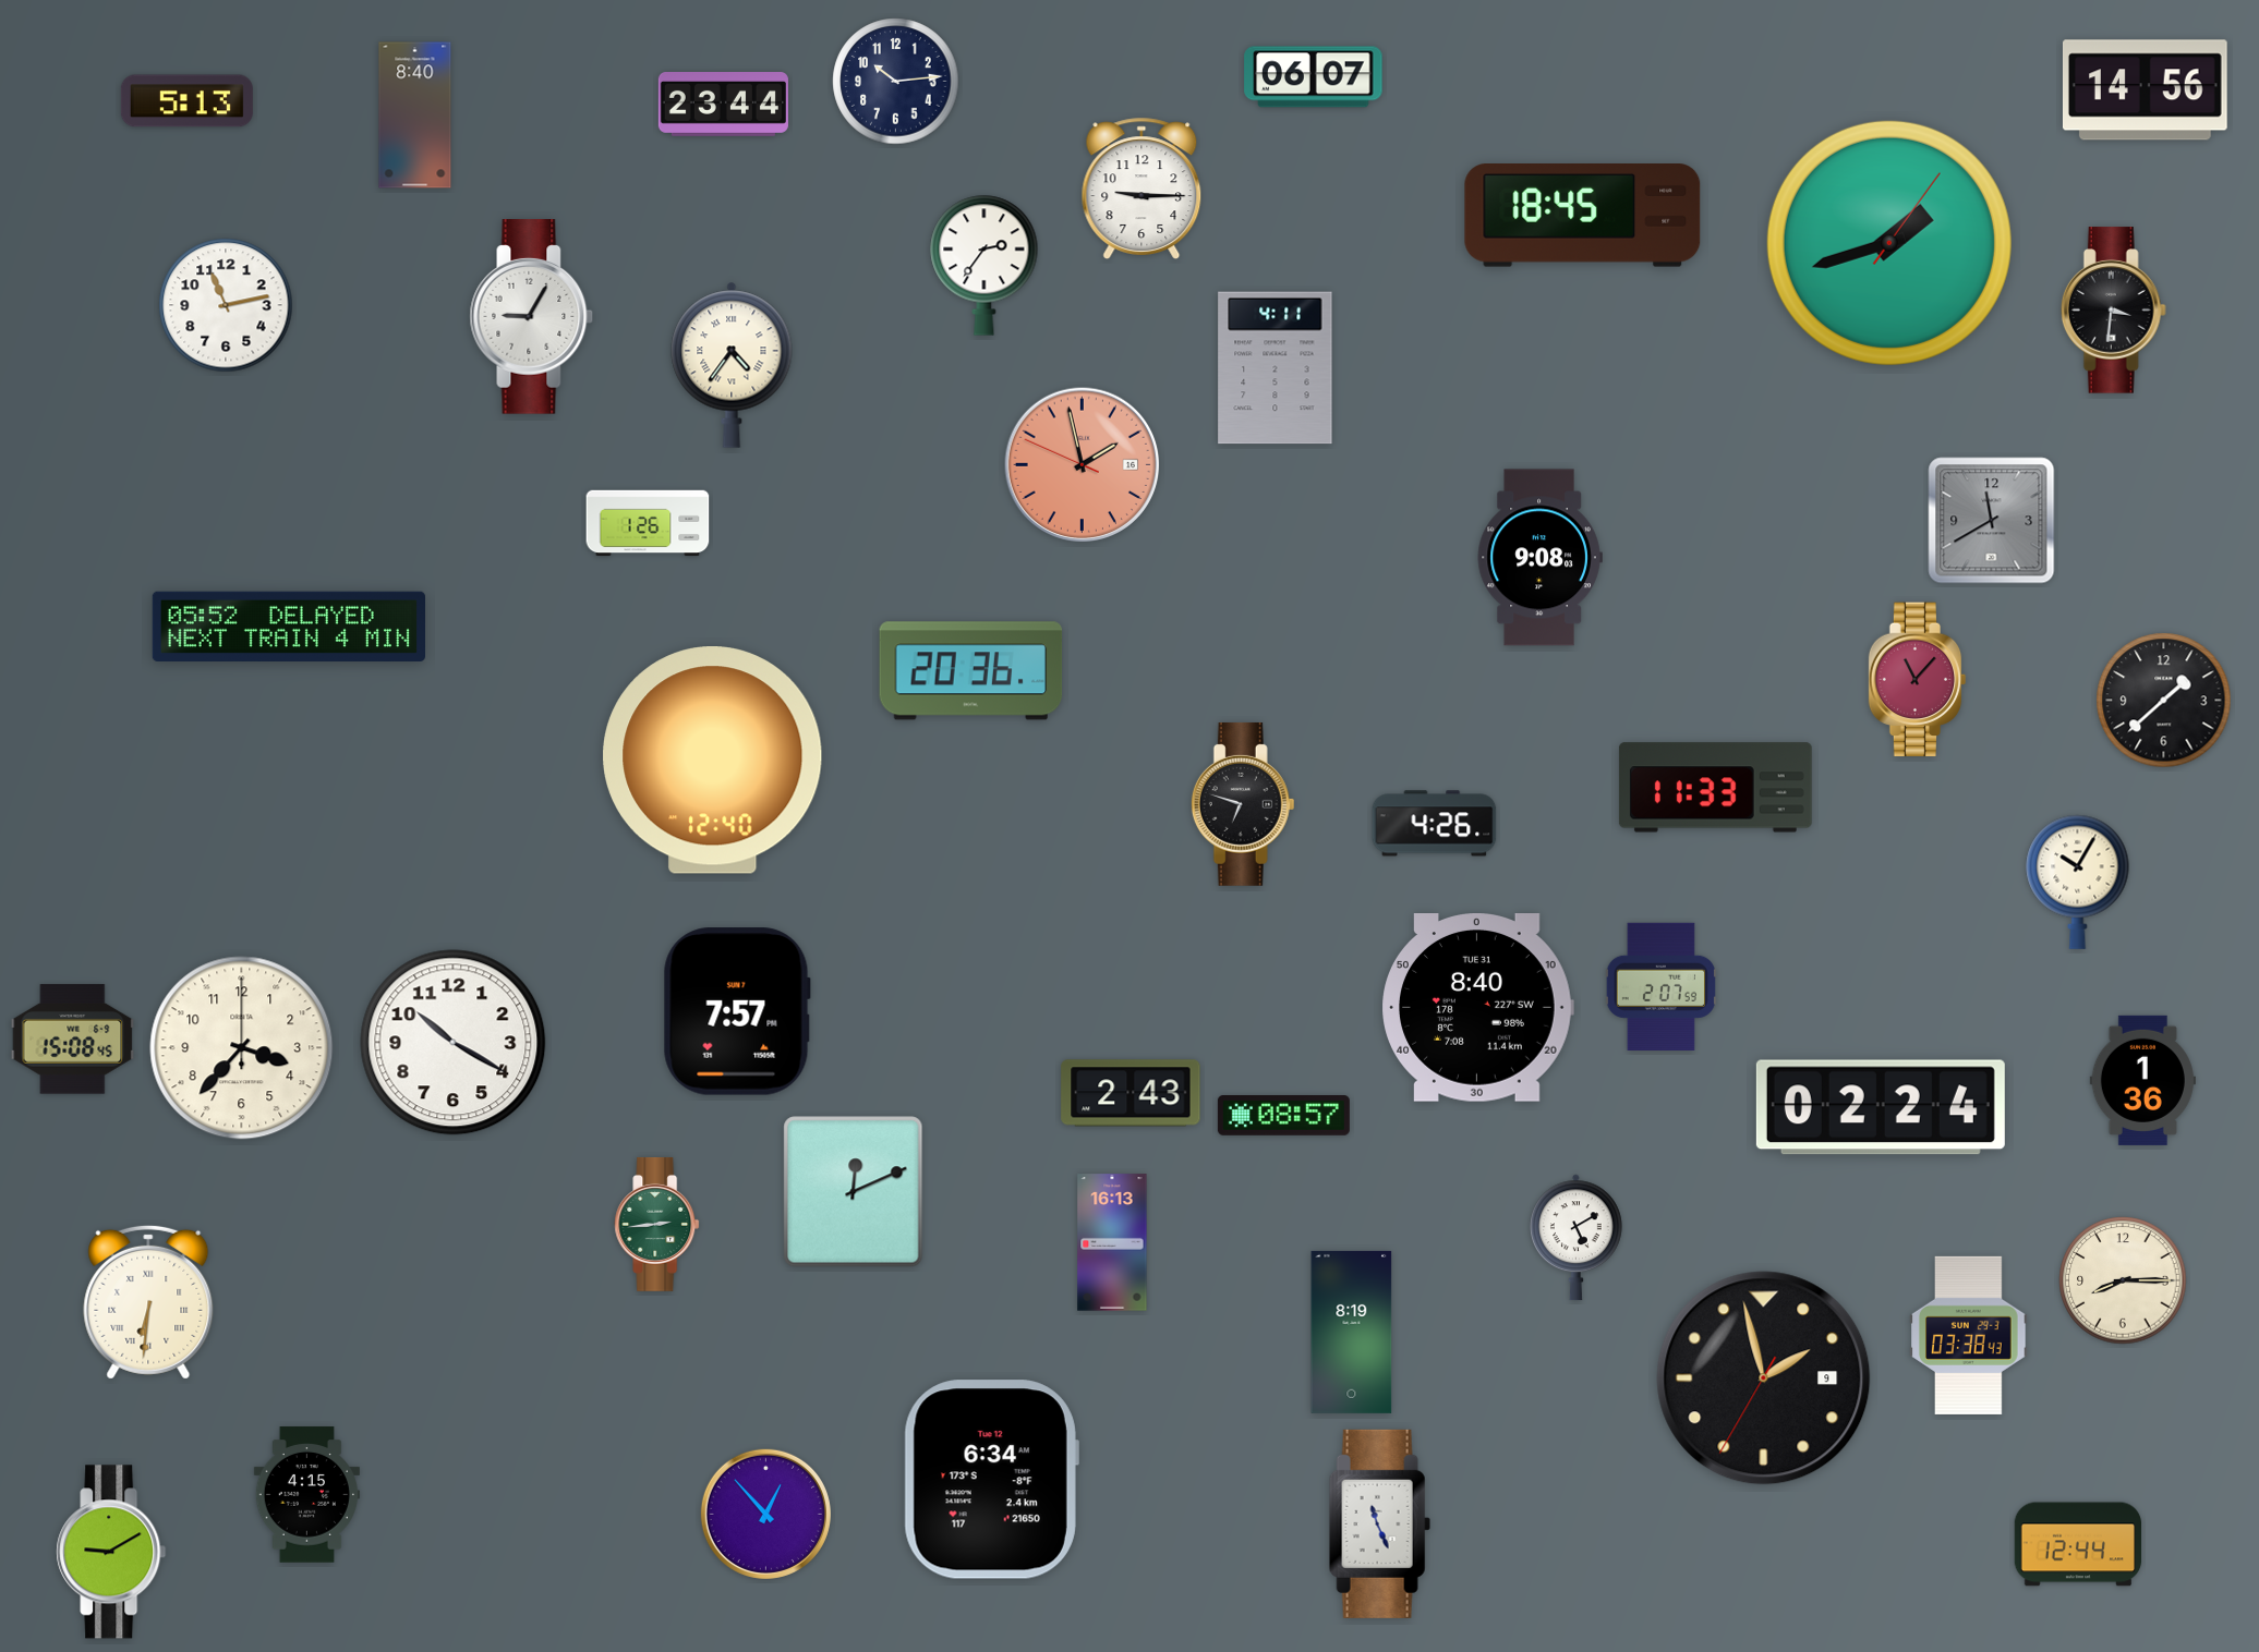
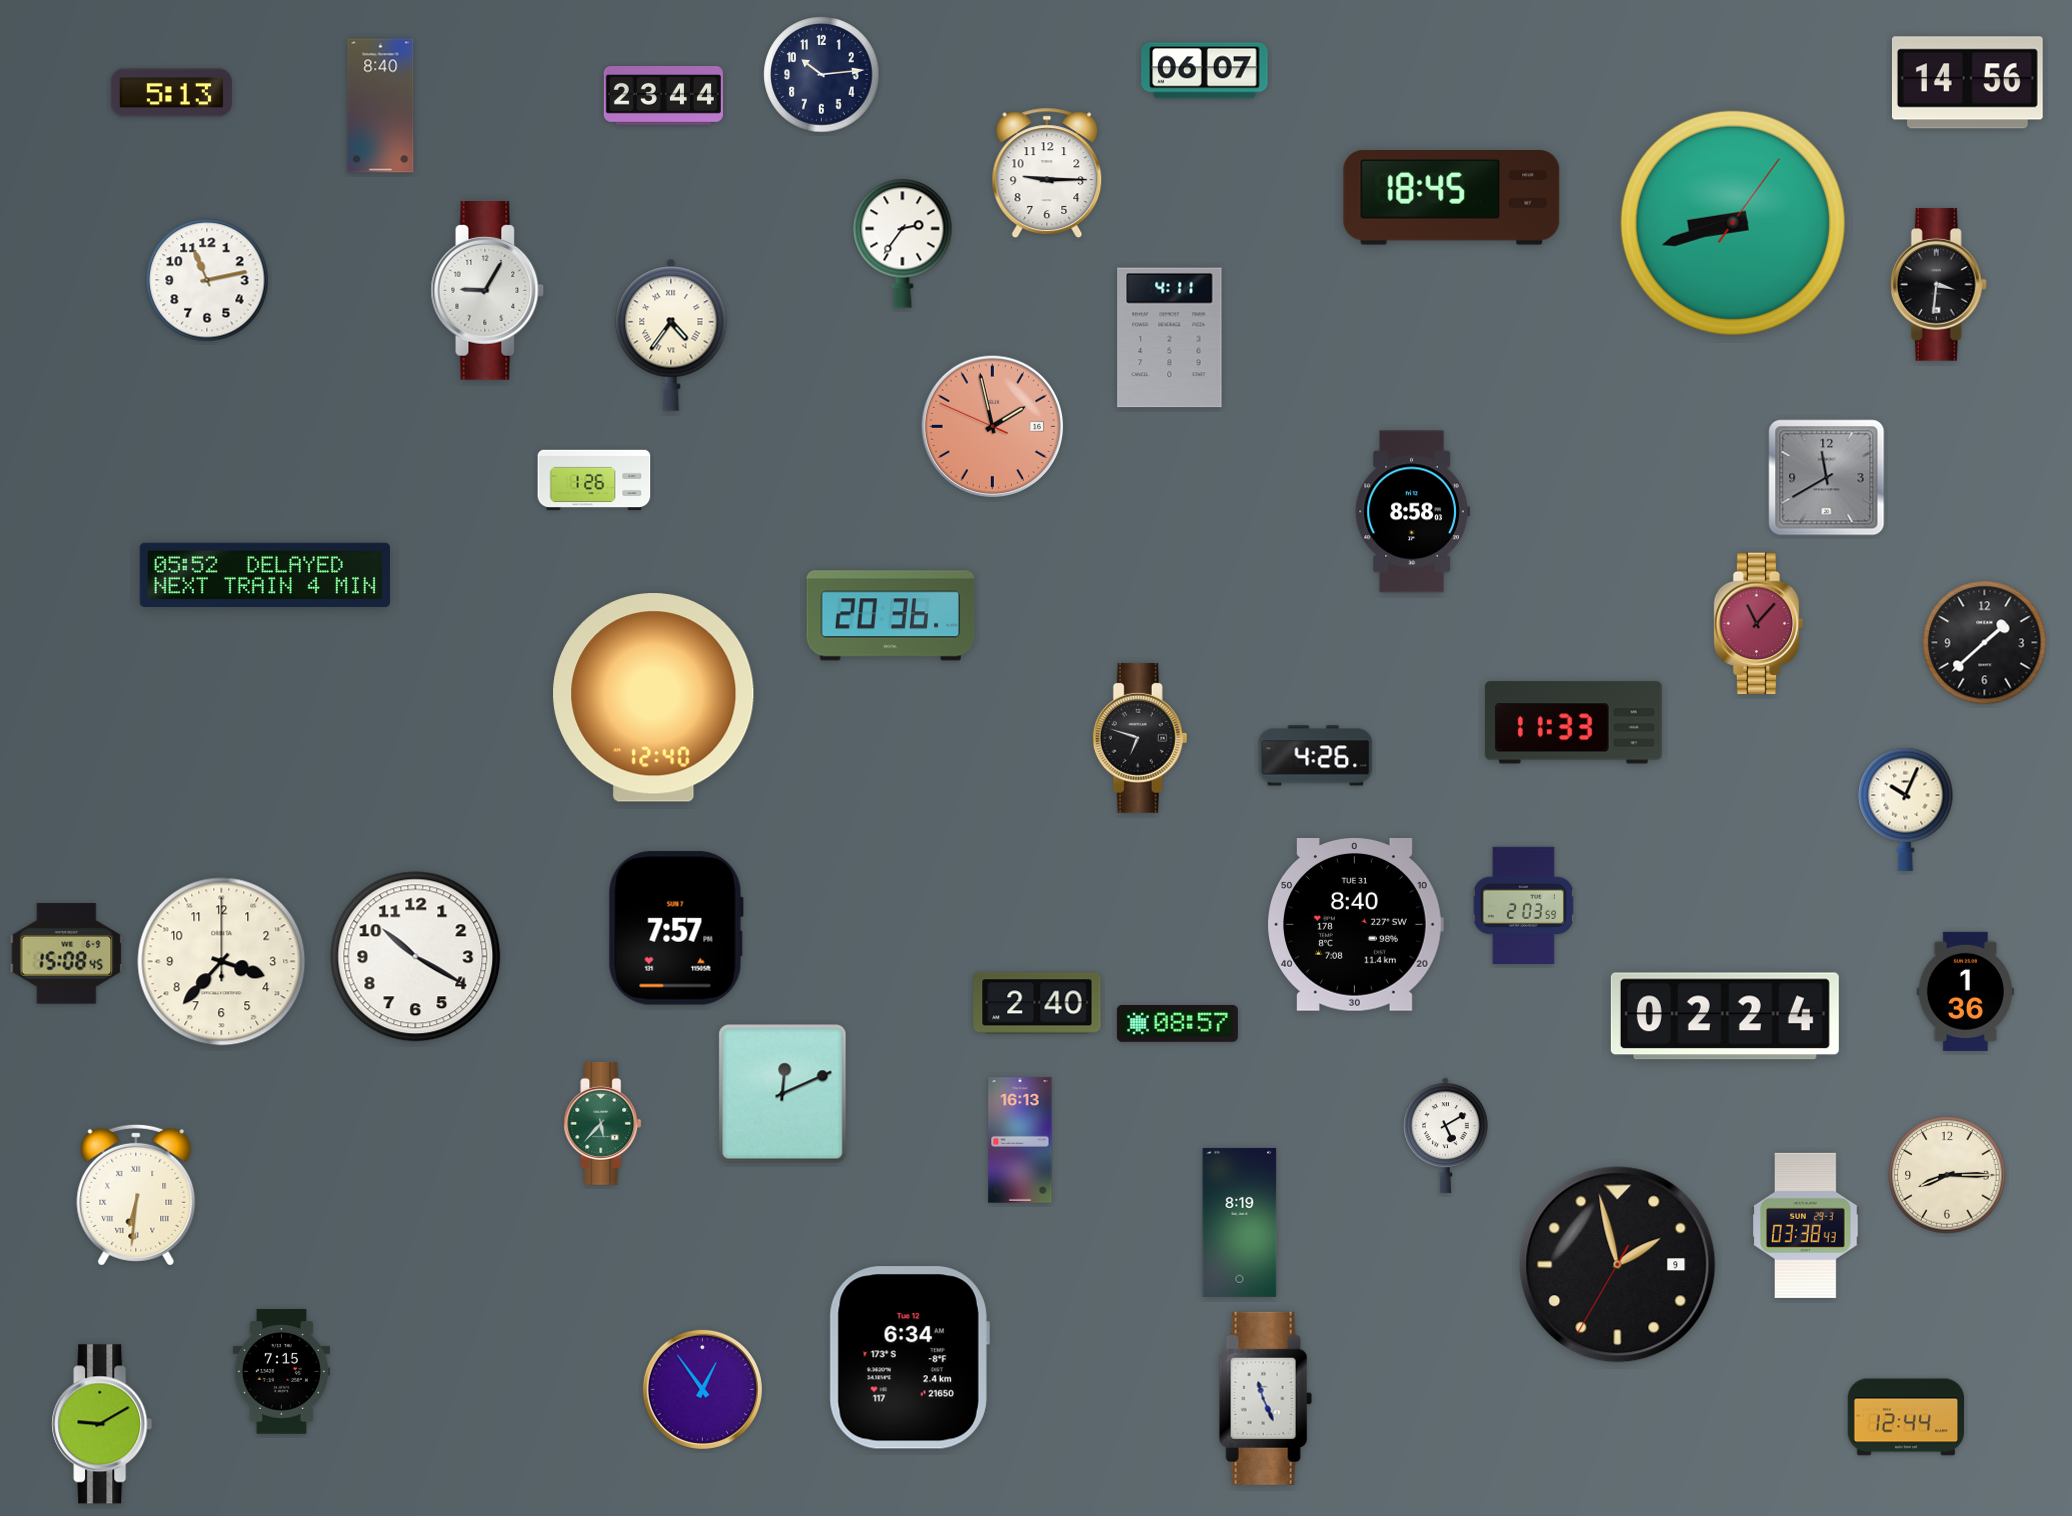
clock at (1889, 243): 1:42 -> 8:42
clock at (1539, 558): 9:08 -> 8:58
clock at (2078, 882): 10:05 -> 10:04
clock at (1660, 986): 2:07 -> 2:03
clock at (1131, 1093): 2:43 -> 2:40
clock at (657, 1224): 2:44 -> 5:37
clock at (306, 1495): 4:15 -> 7:15
clock at (765, 1514): 12:53 -> 12:54
